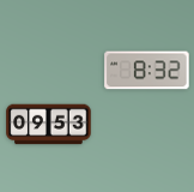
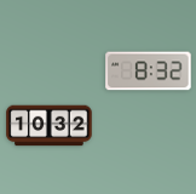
clock at (49, 125): 09:53 -> 10:32
